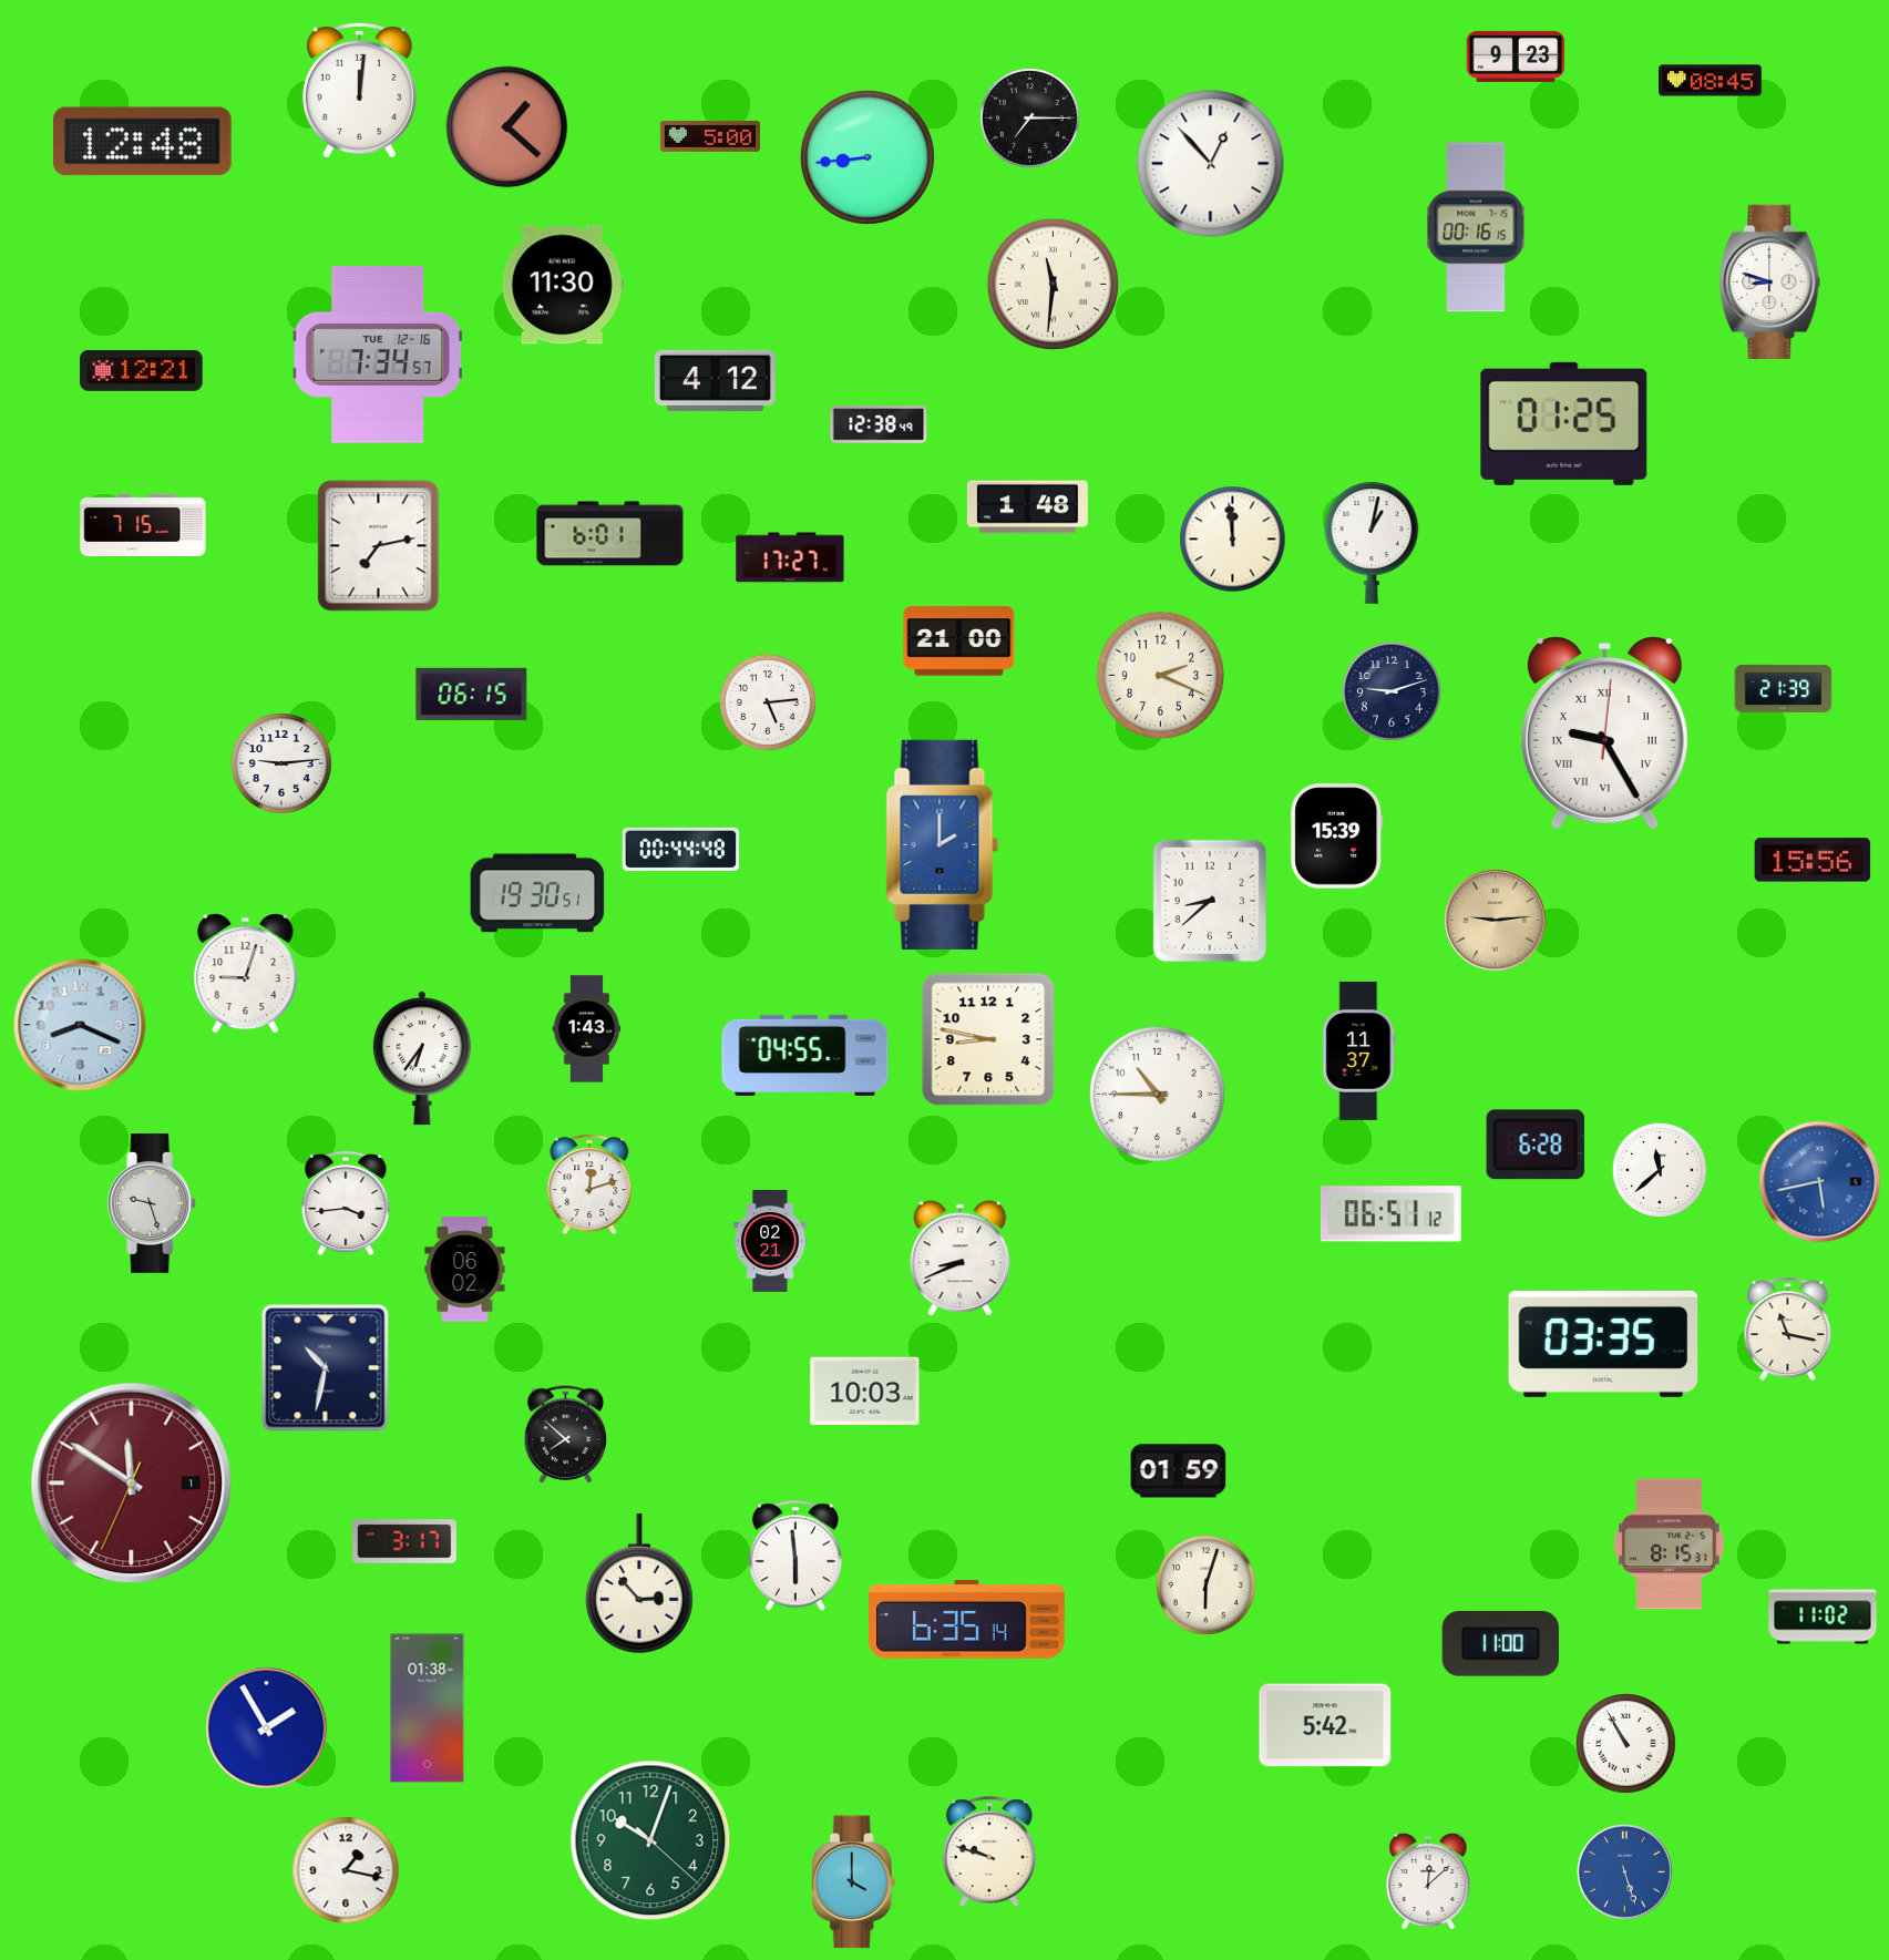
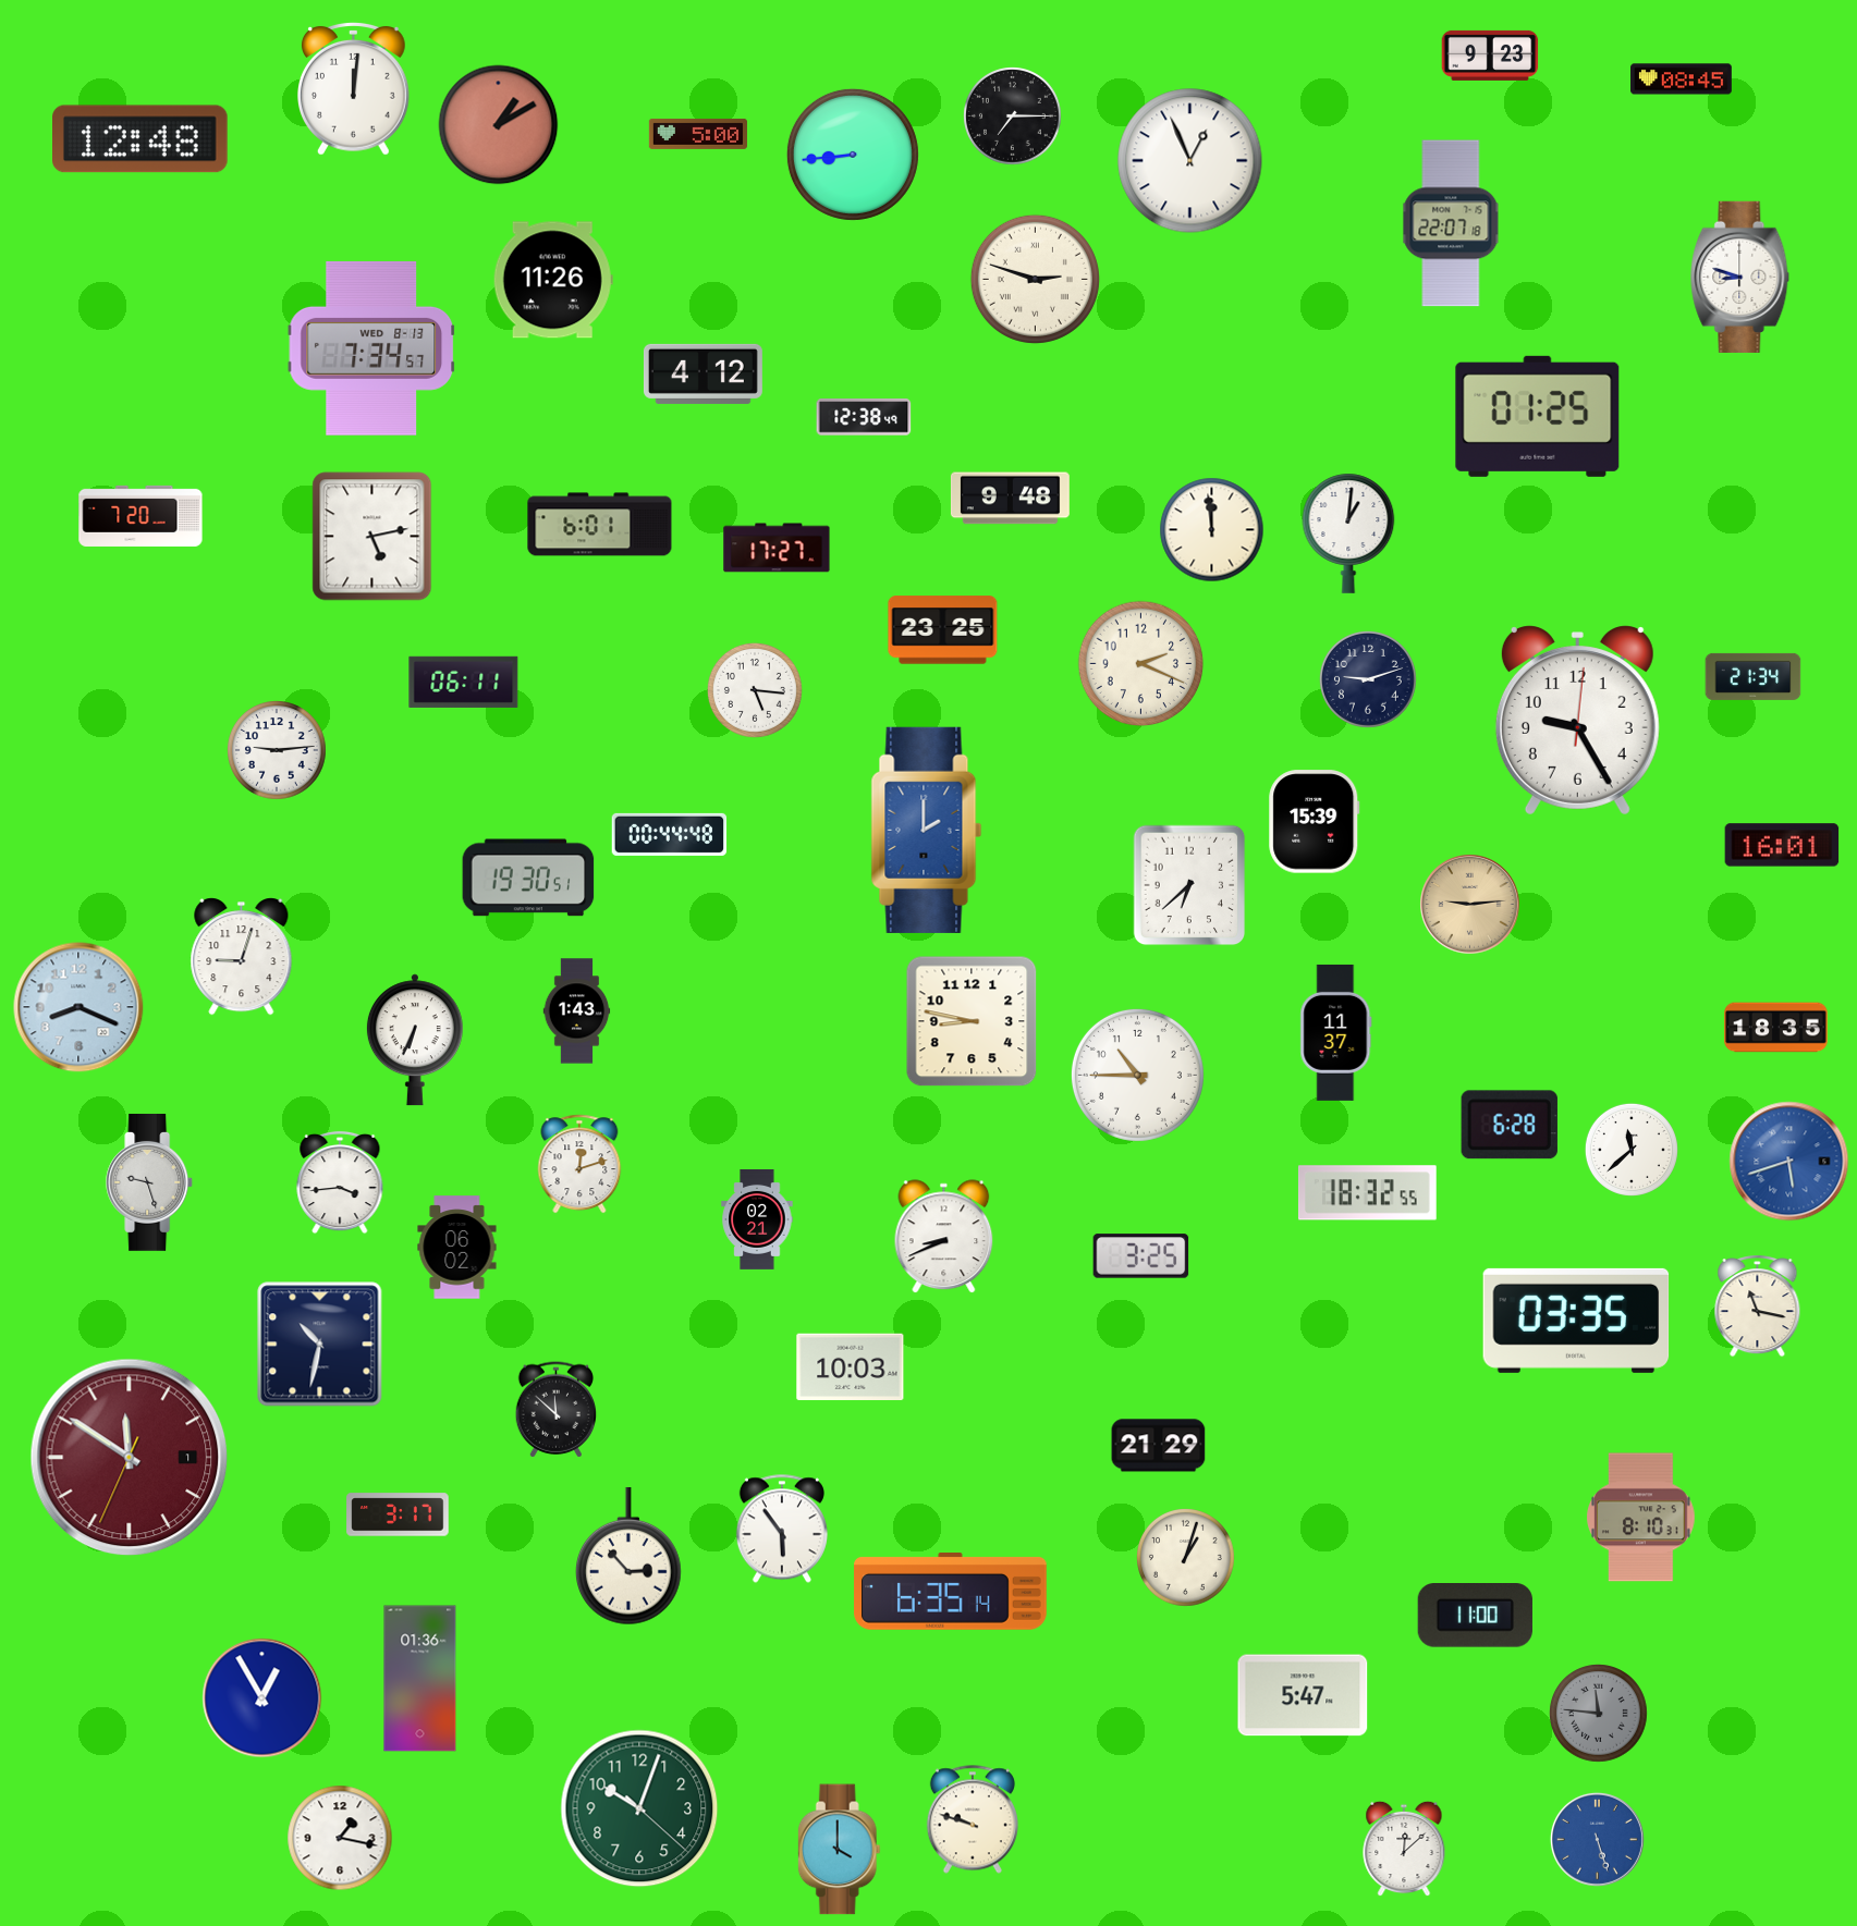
clock at (507, 127): 1:22 -> 1:10
clock at (1211, 164): 12:53 -> 12:56
clock at (1476, 227): 00:16 -> 22:07
clock at (1053, 284): 11:31 -> 2:48
clock at (563, 285): 11:30 -> 11:26
clock at (378, 355) date: TUE 12-16 -> WED 8-13
clock at (142, 370): 12:21 -> none
clock at (1027, 507): 1:48 -> 9:48
clock at (143, 525): 7:15 -> 7:20
clock at (1372, 543): 1:02 -> 1:01
clock at (379, 546): 7:13 -> 5:13
clock at (959, 642): 21:00 -> 23:25
clock at (1784, 688): 21:39 -> 21:34
clock at (472, 694): 06:15 -> 06:11
clock at (768, 702): 5:14 -> 5:16
clock at (1604, 733) numerals: Roman -> Arabic
clock at (1813, 860): 15:56 -> 16:01
clock at (1210, 901): 8:38 -> 6:38
clock at (1776, 1028): none -> 18:35
clock at (805, 1055): 04:55 -> none
clock at (422, 1058): 6:36 -> 6:34
clock at (1820, 1182): 5:43 -> 5:42
clock at (1390, 1214): 06:51 -> 18:32
clock at (1141, 1256): none -> 3:25
clock at (566, 1435): 7:52 -> 11:52
clock at (1179, 1471): 01:59 -> 21:29
clock at (1670, 1545): 8:15 -> 8:10
clock at (795, 1556): 5:59 -> 5:54
clock at (1207, 1586): 6:03 -> 1:03
clock at (1823, 1617): 11:02 -> none
clock at (428, 1708): 01:38 -> 01:36
clock at (1325, 1725): 5:42 -> 5:47
clock at (267, 1728): 1:55 -> 12:55
clock at (1626, 1744): 10:55 -> 11:46
clock at (1626, 1744) dial: white -> grey
